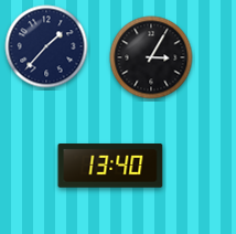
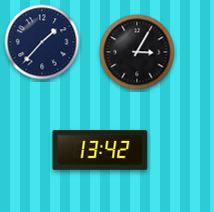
clock at (110, 167): 13:40 -> 13:42
